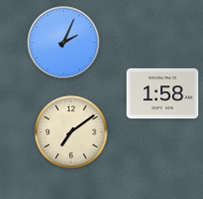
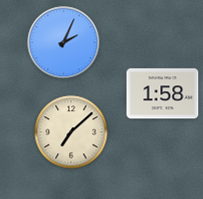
clock at (71, 132): 7:09 -> 7:08
